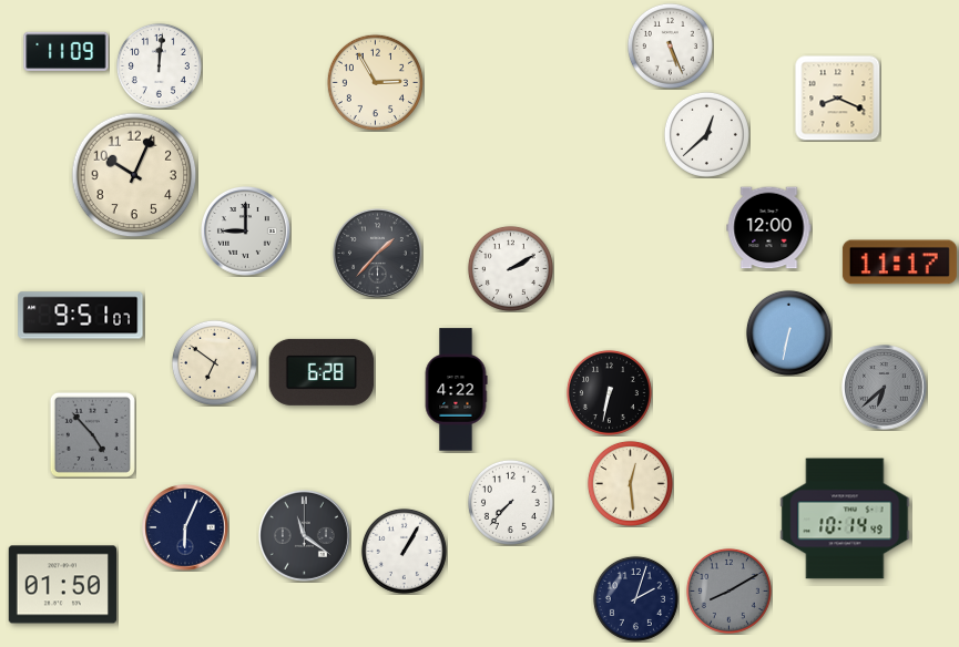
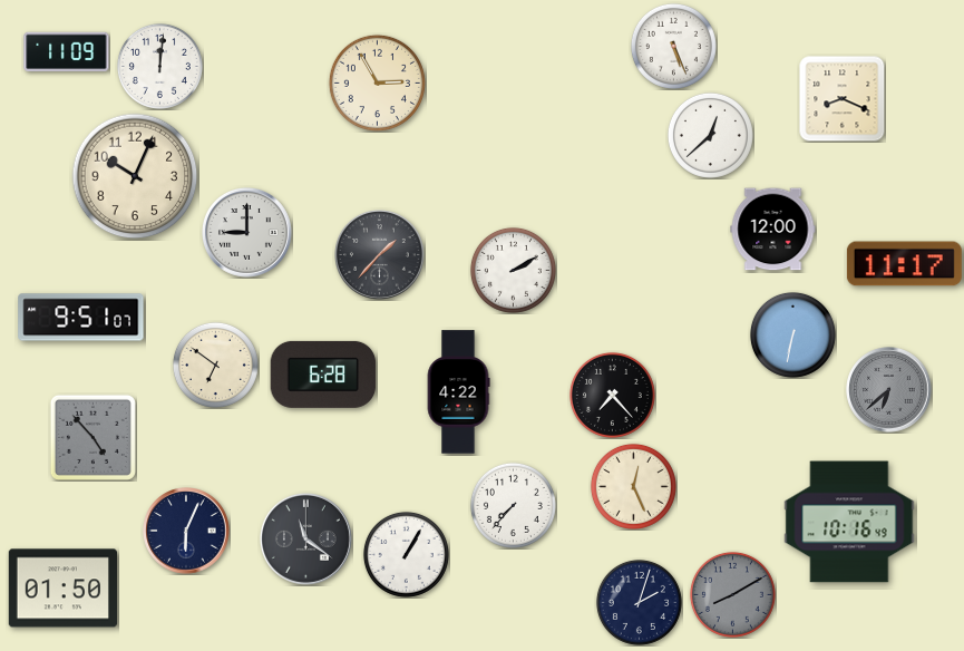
clock at (609, 392): 6:32 -> 7:23
clock at (630, 483): 12:29 -> 12:26
clock at (845, 518): 10:14 -> 10:16
